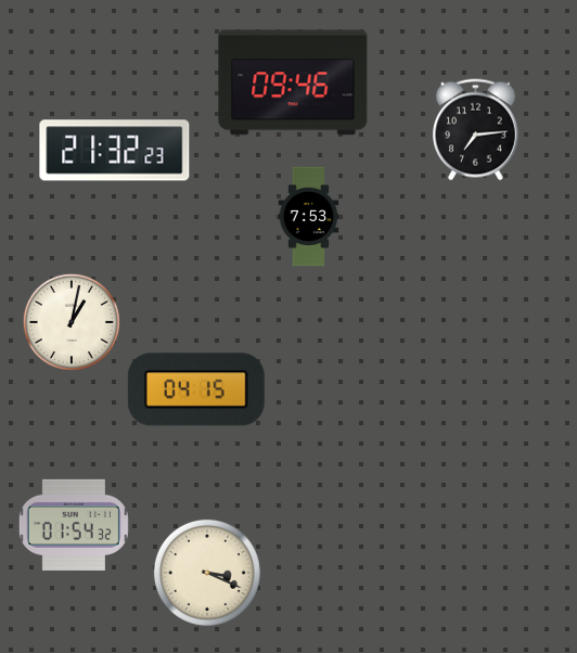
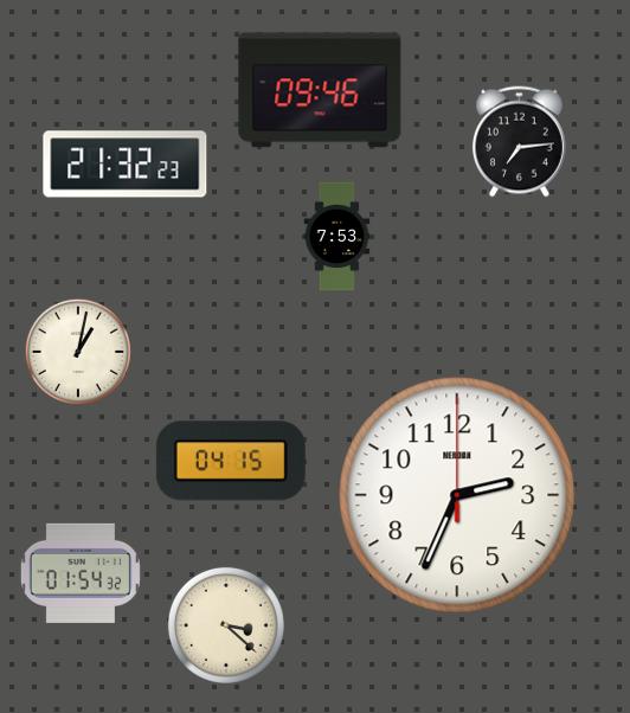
clock at (196, 389) position: (196, 389) -> (231, 461)
clock at (457, 495): none -> 2:34
clock at (207, 573): 3:19 -> 3:22
